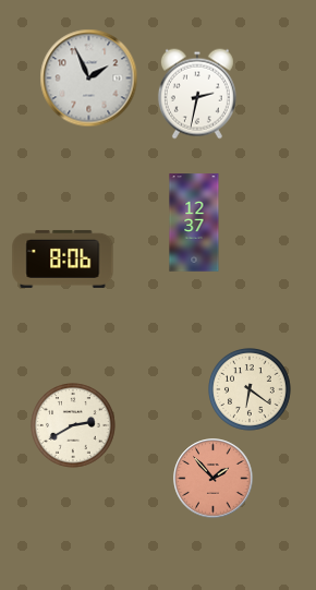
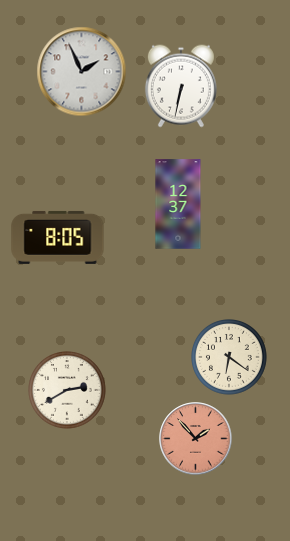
clock at (197, 94): 2:32 -> 6:32
clock at (63, 258): 8:06 -> 8:05
